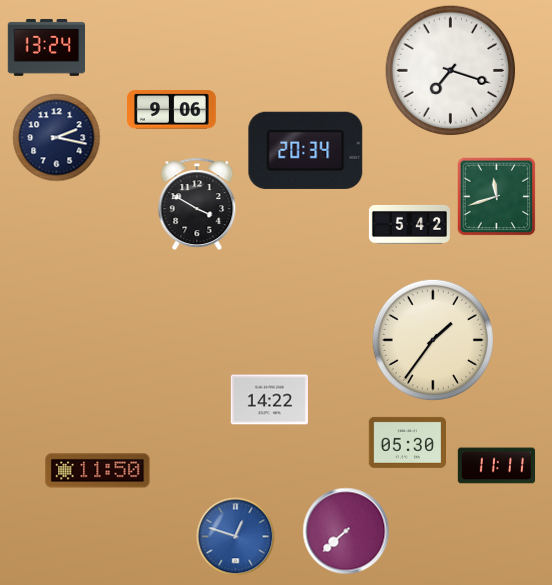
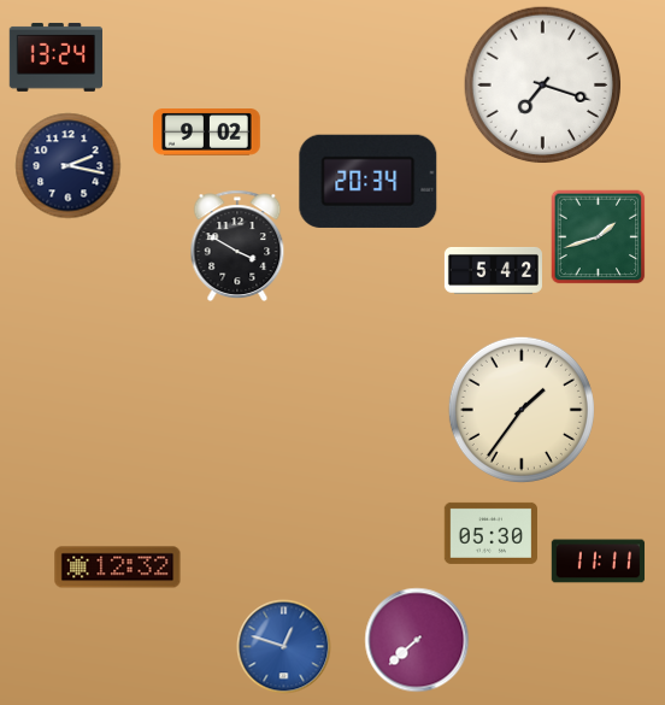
clock at (172, 110): 9:06 -> 9:02
clock at (496, 196): 11:42 -> 1:42
clock at (269, 400): 14:22 -> none
clock at (98, 471): 11:50 -> 12:32
